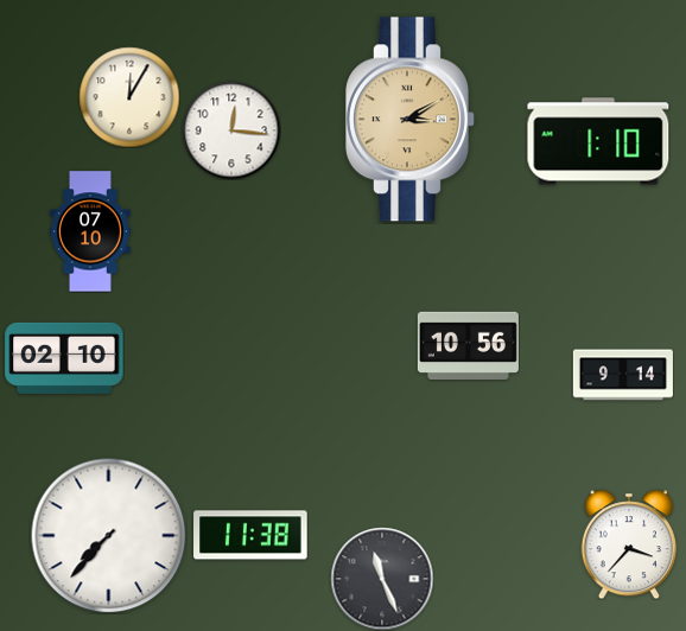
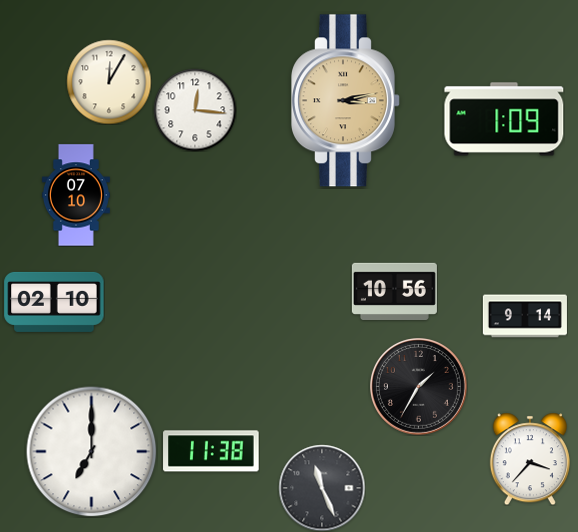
clock at (411, 120): 3:10 -> 3:13
clock at (598, 141): 1:10 -> 1:09
clock at (419, 387): none -> 1:35
clock at (109, 536): 7:37 -> 7:00
